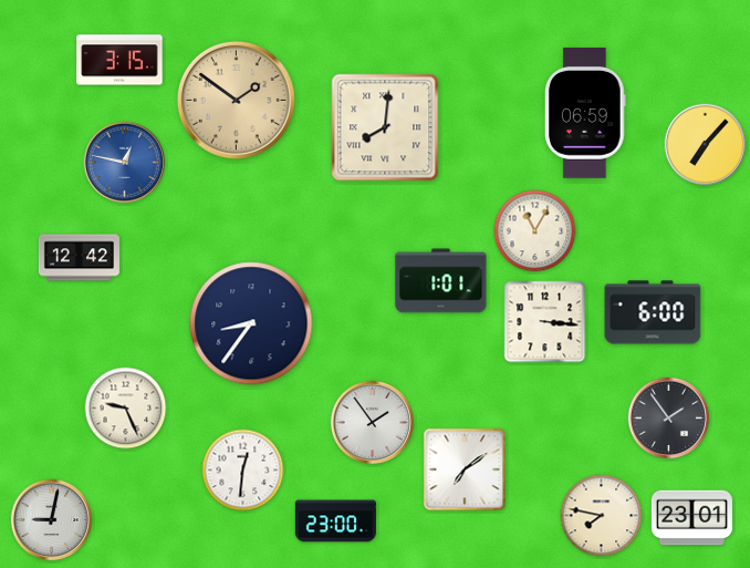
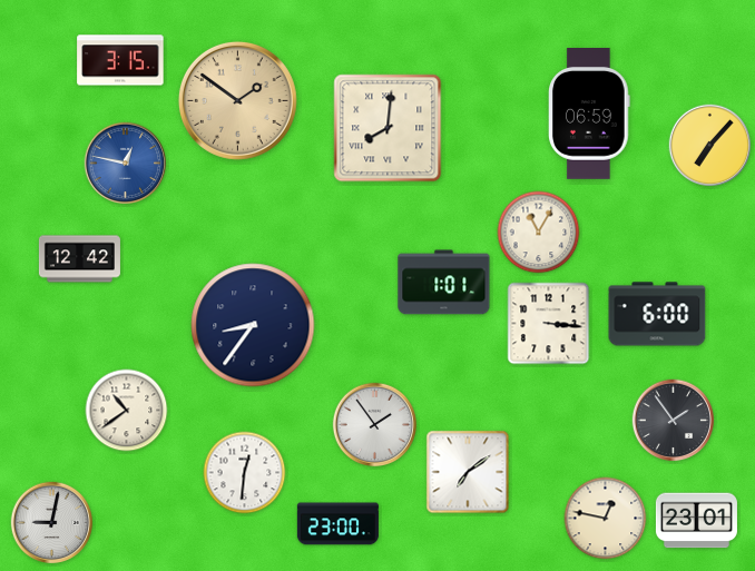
clock at (126, 409): 9:26 -> 10:39
clock at (602, 516): 7:47 -> 12:47
